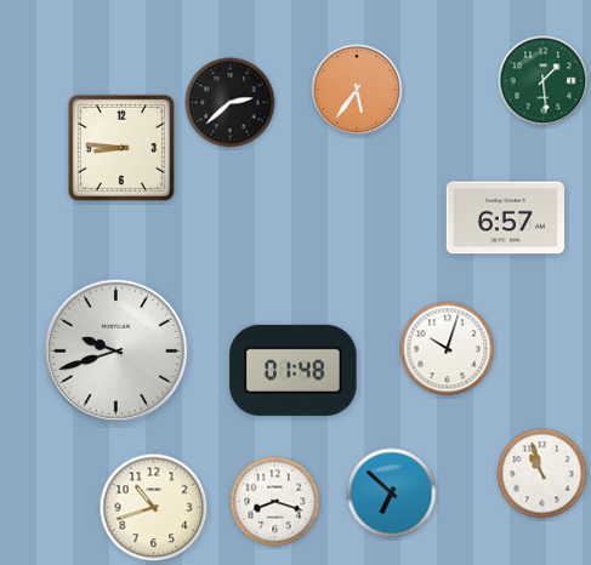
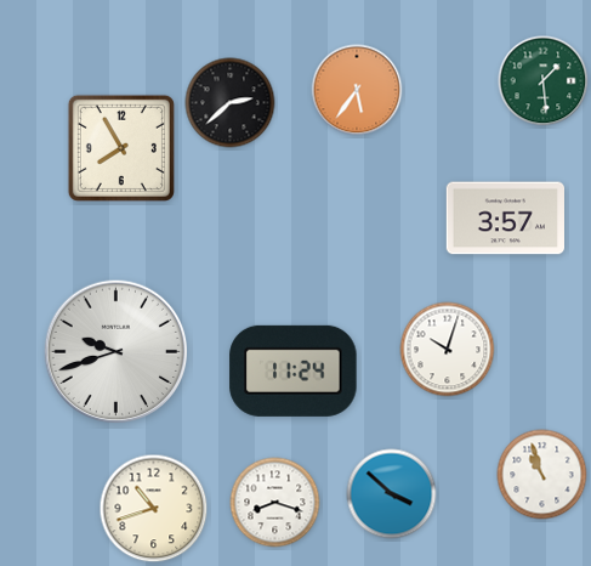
clock at (121, 148): 8:46 -> 7:55
clock at (505, 218): 6:57 -> 3:57
clock at (294, 370): 01:48 -> 11:24
clock at (392, 493): 6:52 -> 3:52
